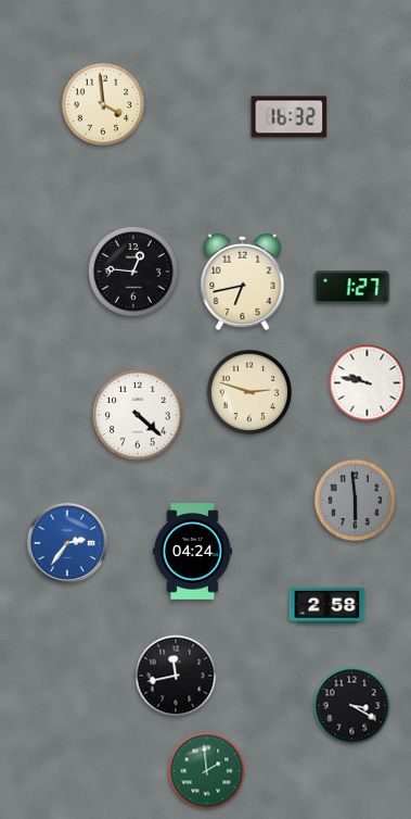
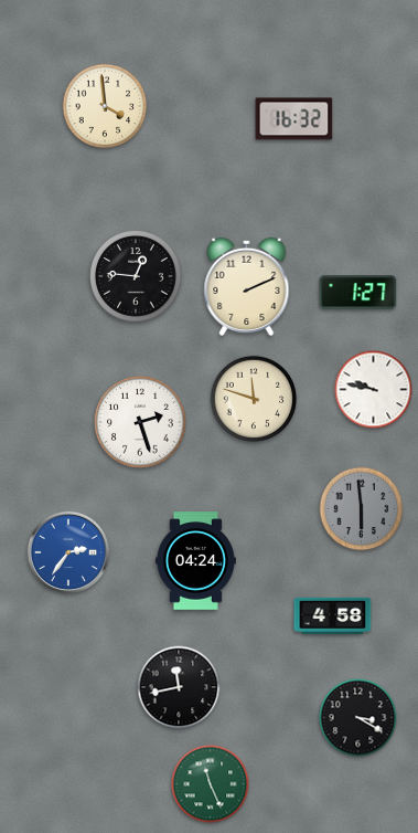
clock at (243, 281): 6:43 -> 2:11
clock at (249, 392): 2:48 -> 11:48
clock at (138, 415): 4:22 -> 2:27
clock at (327, 605): 2:58 -> 4:58
clock at (207, 771): 1:59 -> 11:26
